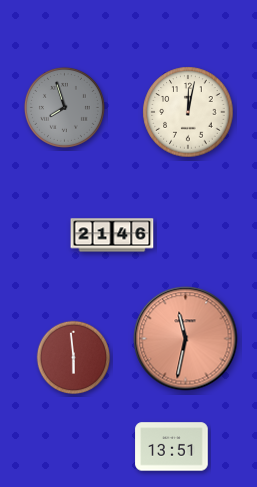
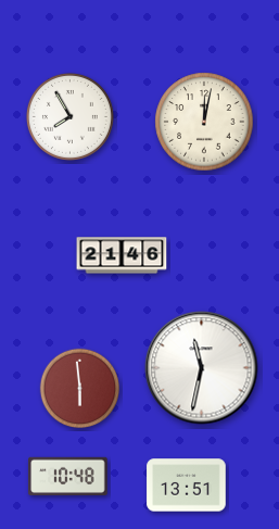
clock at (64, 107): 7:57 -> 7:55
clock at (64, 107) dial: grey -> white
clock at (186, 339) dial: salmon -> white
clock at (68, 476): none -> 10:48
